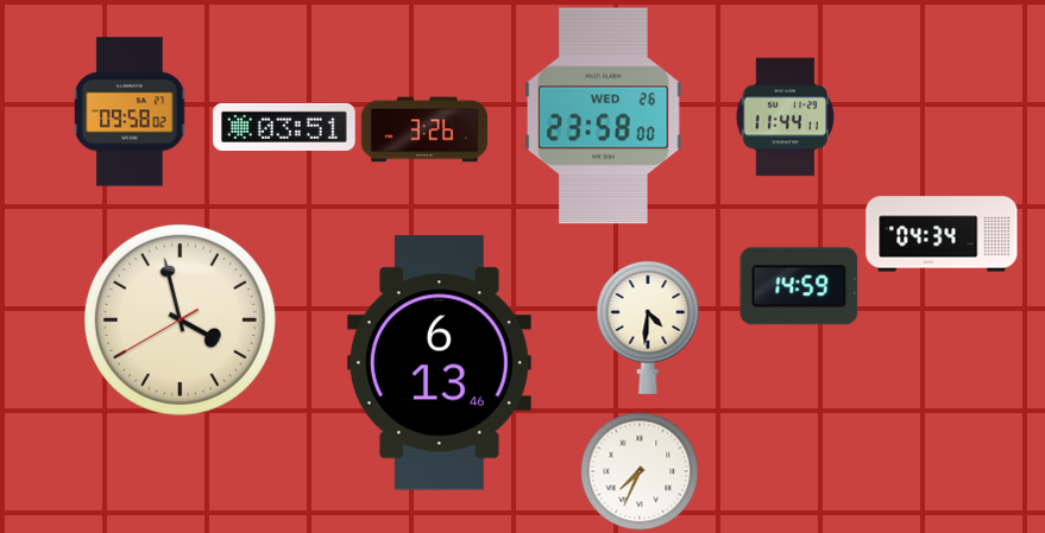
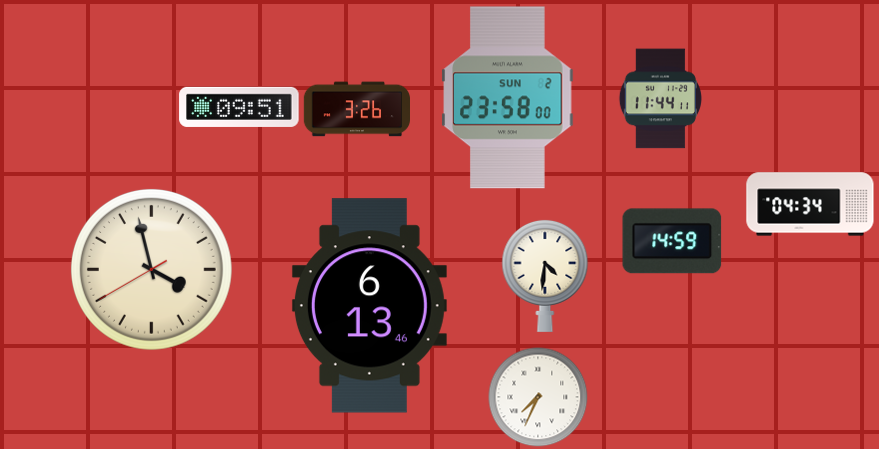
clock at (131, 112): 09:58 -> none
clock at (604, 116) date: WED 26 -> SUN 2
clock at (284, 127): 03:51 -> 09:51
clock at (942, 234) position: (942, 234) -> (810, 204)
